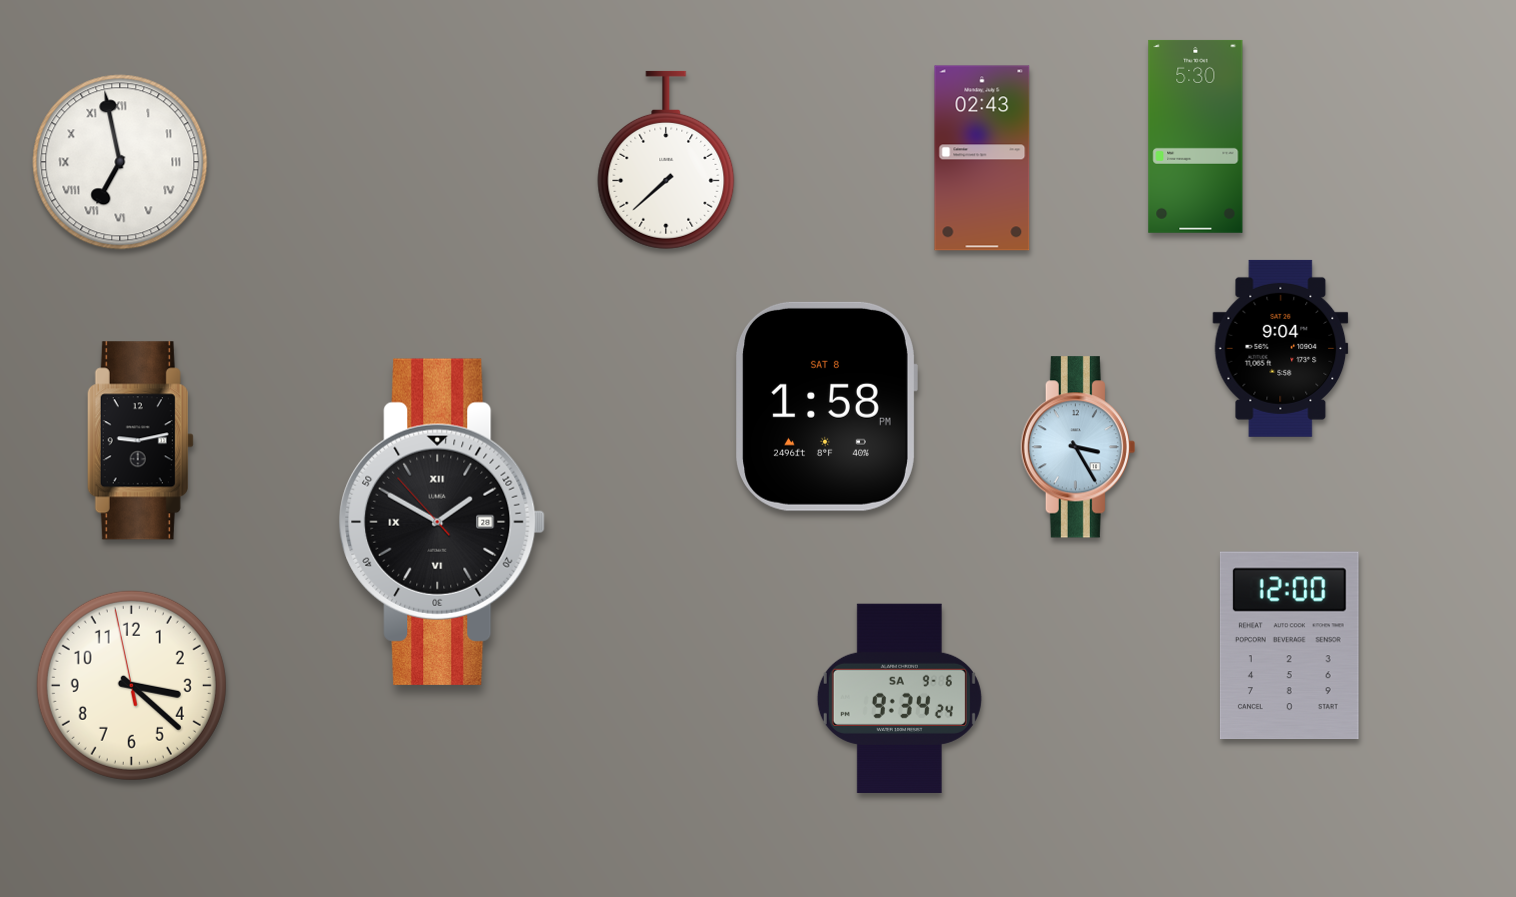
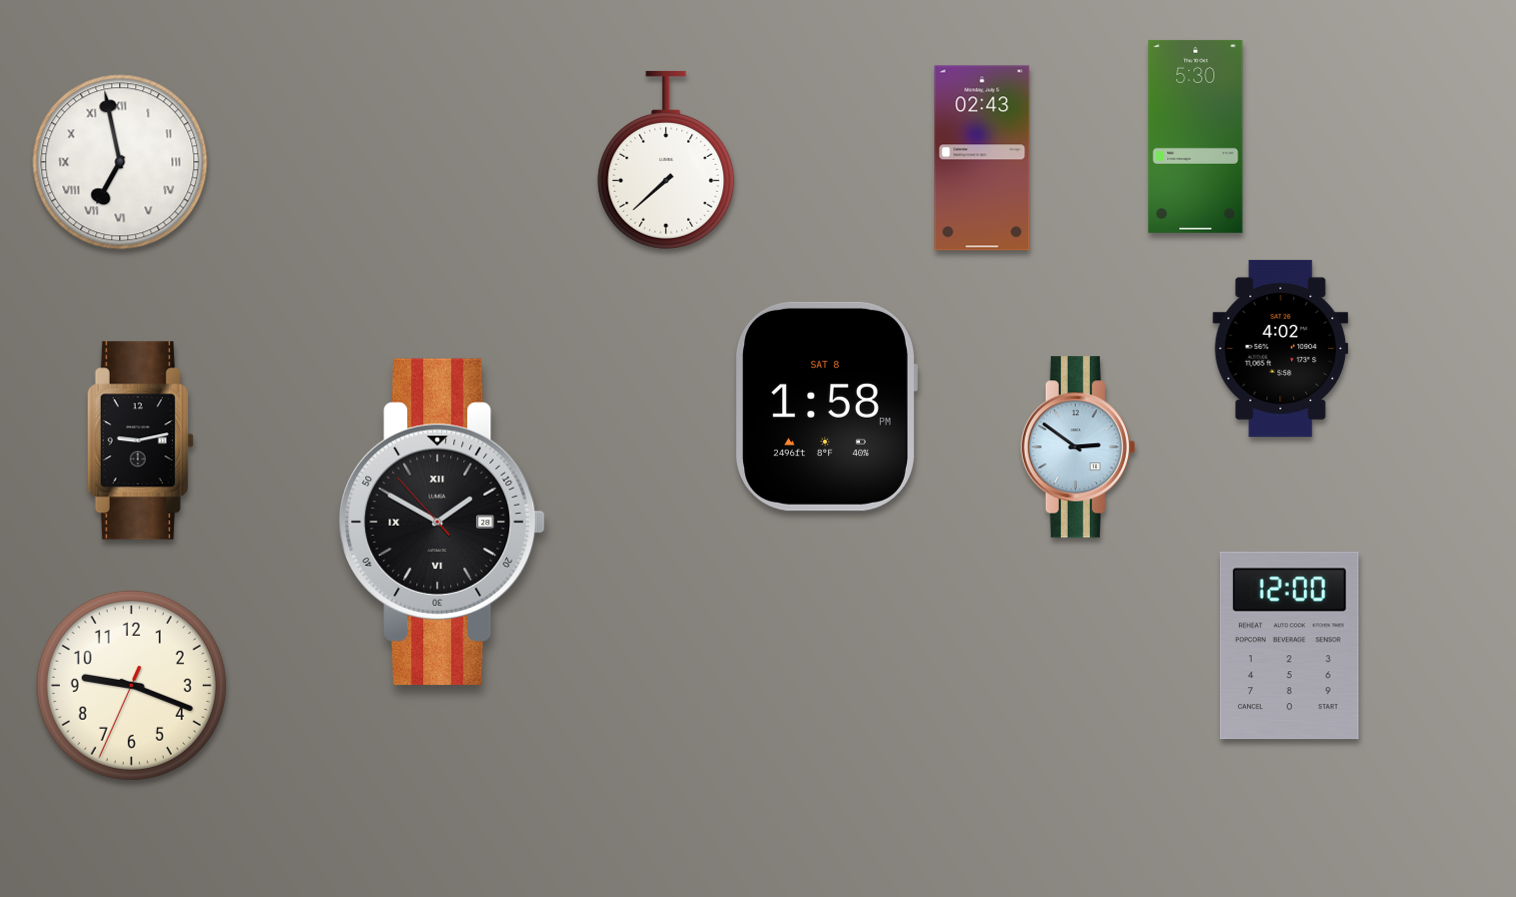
clock at (1281, 348): 9:04 -> 4:02
clock at (1078, 447): 3:25 -> 2:51
clock at (131, 685): 3:21 -> 9:18
clock at (899, 698): 9:34 -> none
